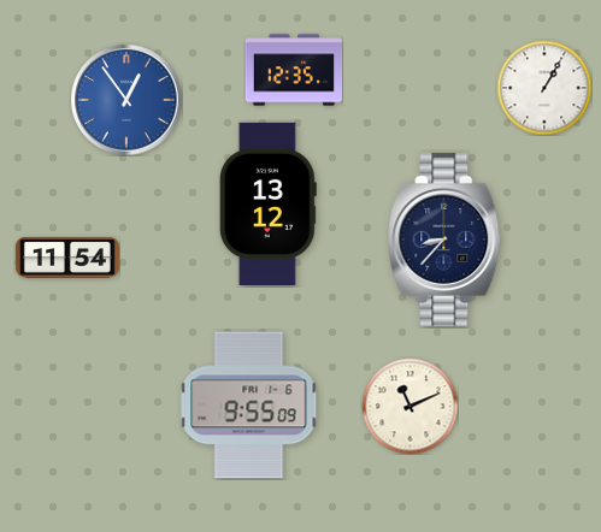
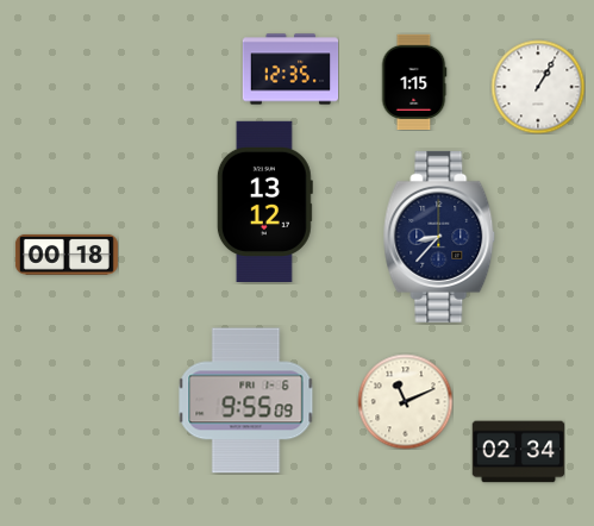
clock at (414, 81): none -> 1:15
clock at (126, 100): 12:54 -> none
clock at (67, 258): 11:54 -> 00:18
clock at (518, 452): none -> 02:34
